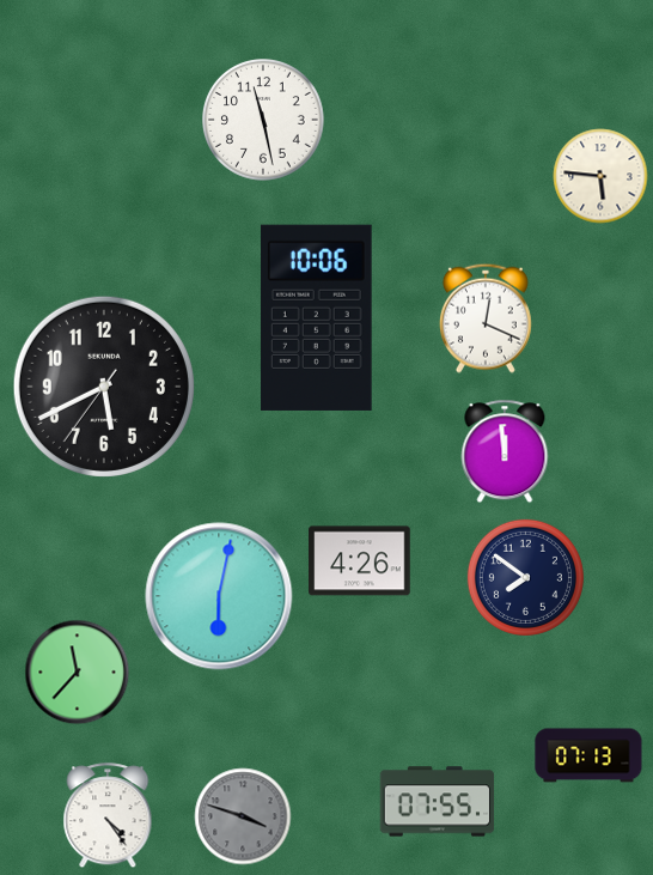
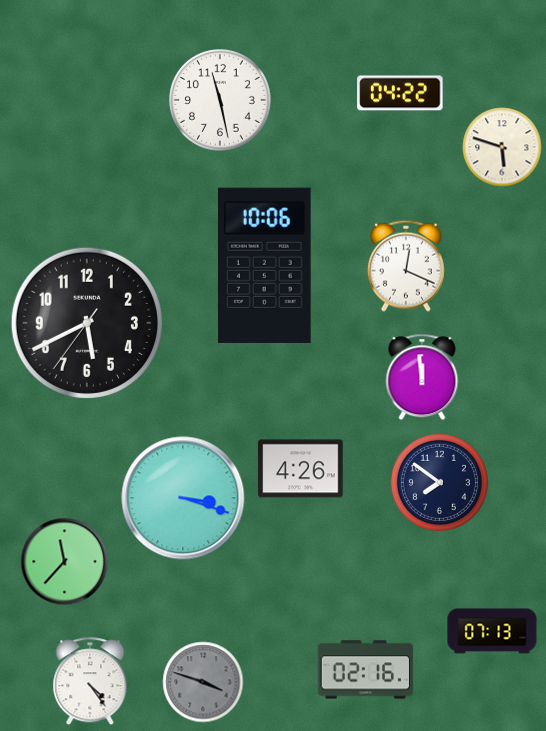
clock at (400, 93): none -> 04:22
clock at (600, 176): 5:46 -> 5:48
clock at (219, 596): 6:02 -> 3:18
clock at (438, 802): 07:55 -> 02:16
